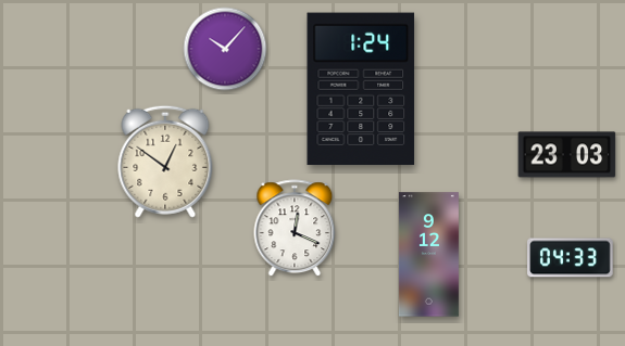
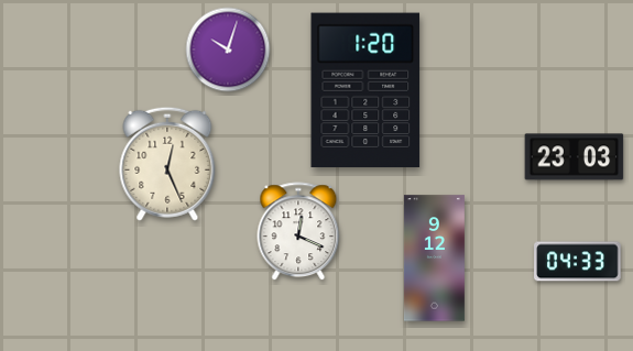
clock at (225, 49): 10:07 -> 10:03
clock at (361, 89): 1:24 -> 1:20
clock at (165, 162): 12:51 -> 12:26
